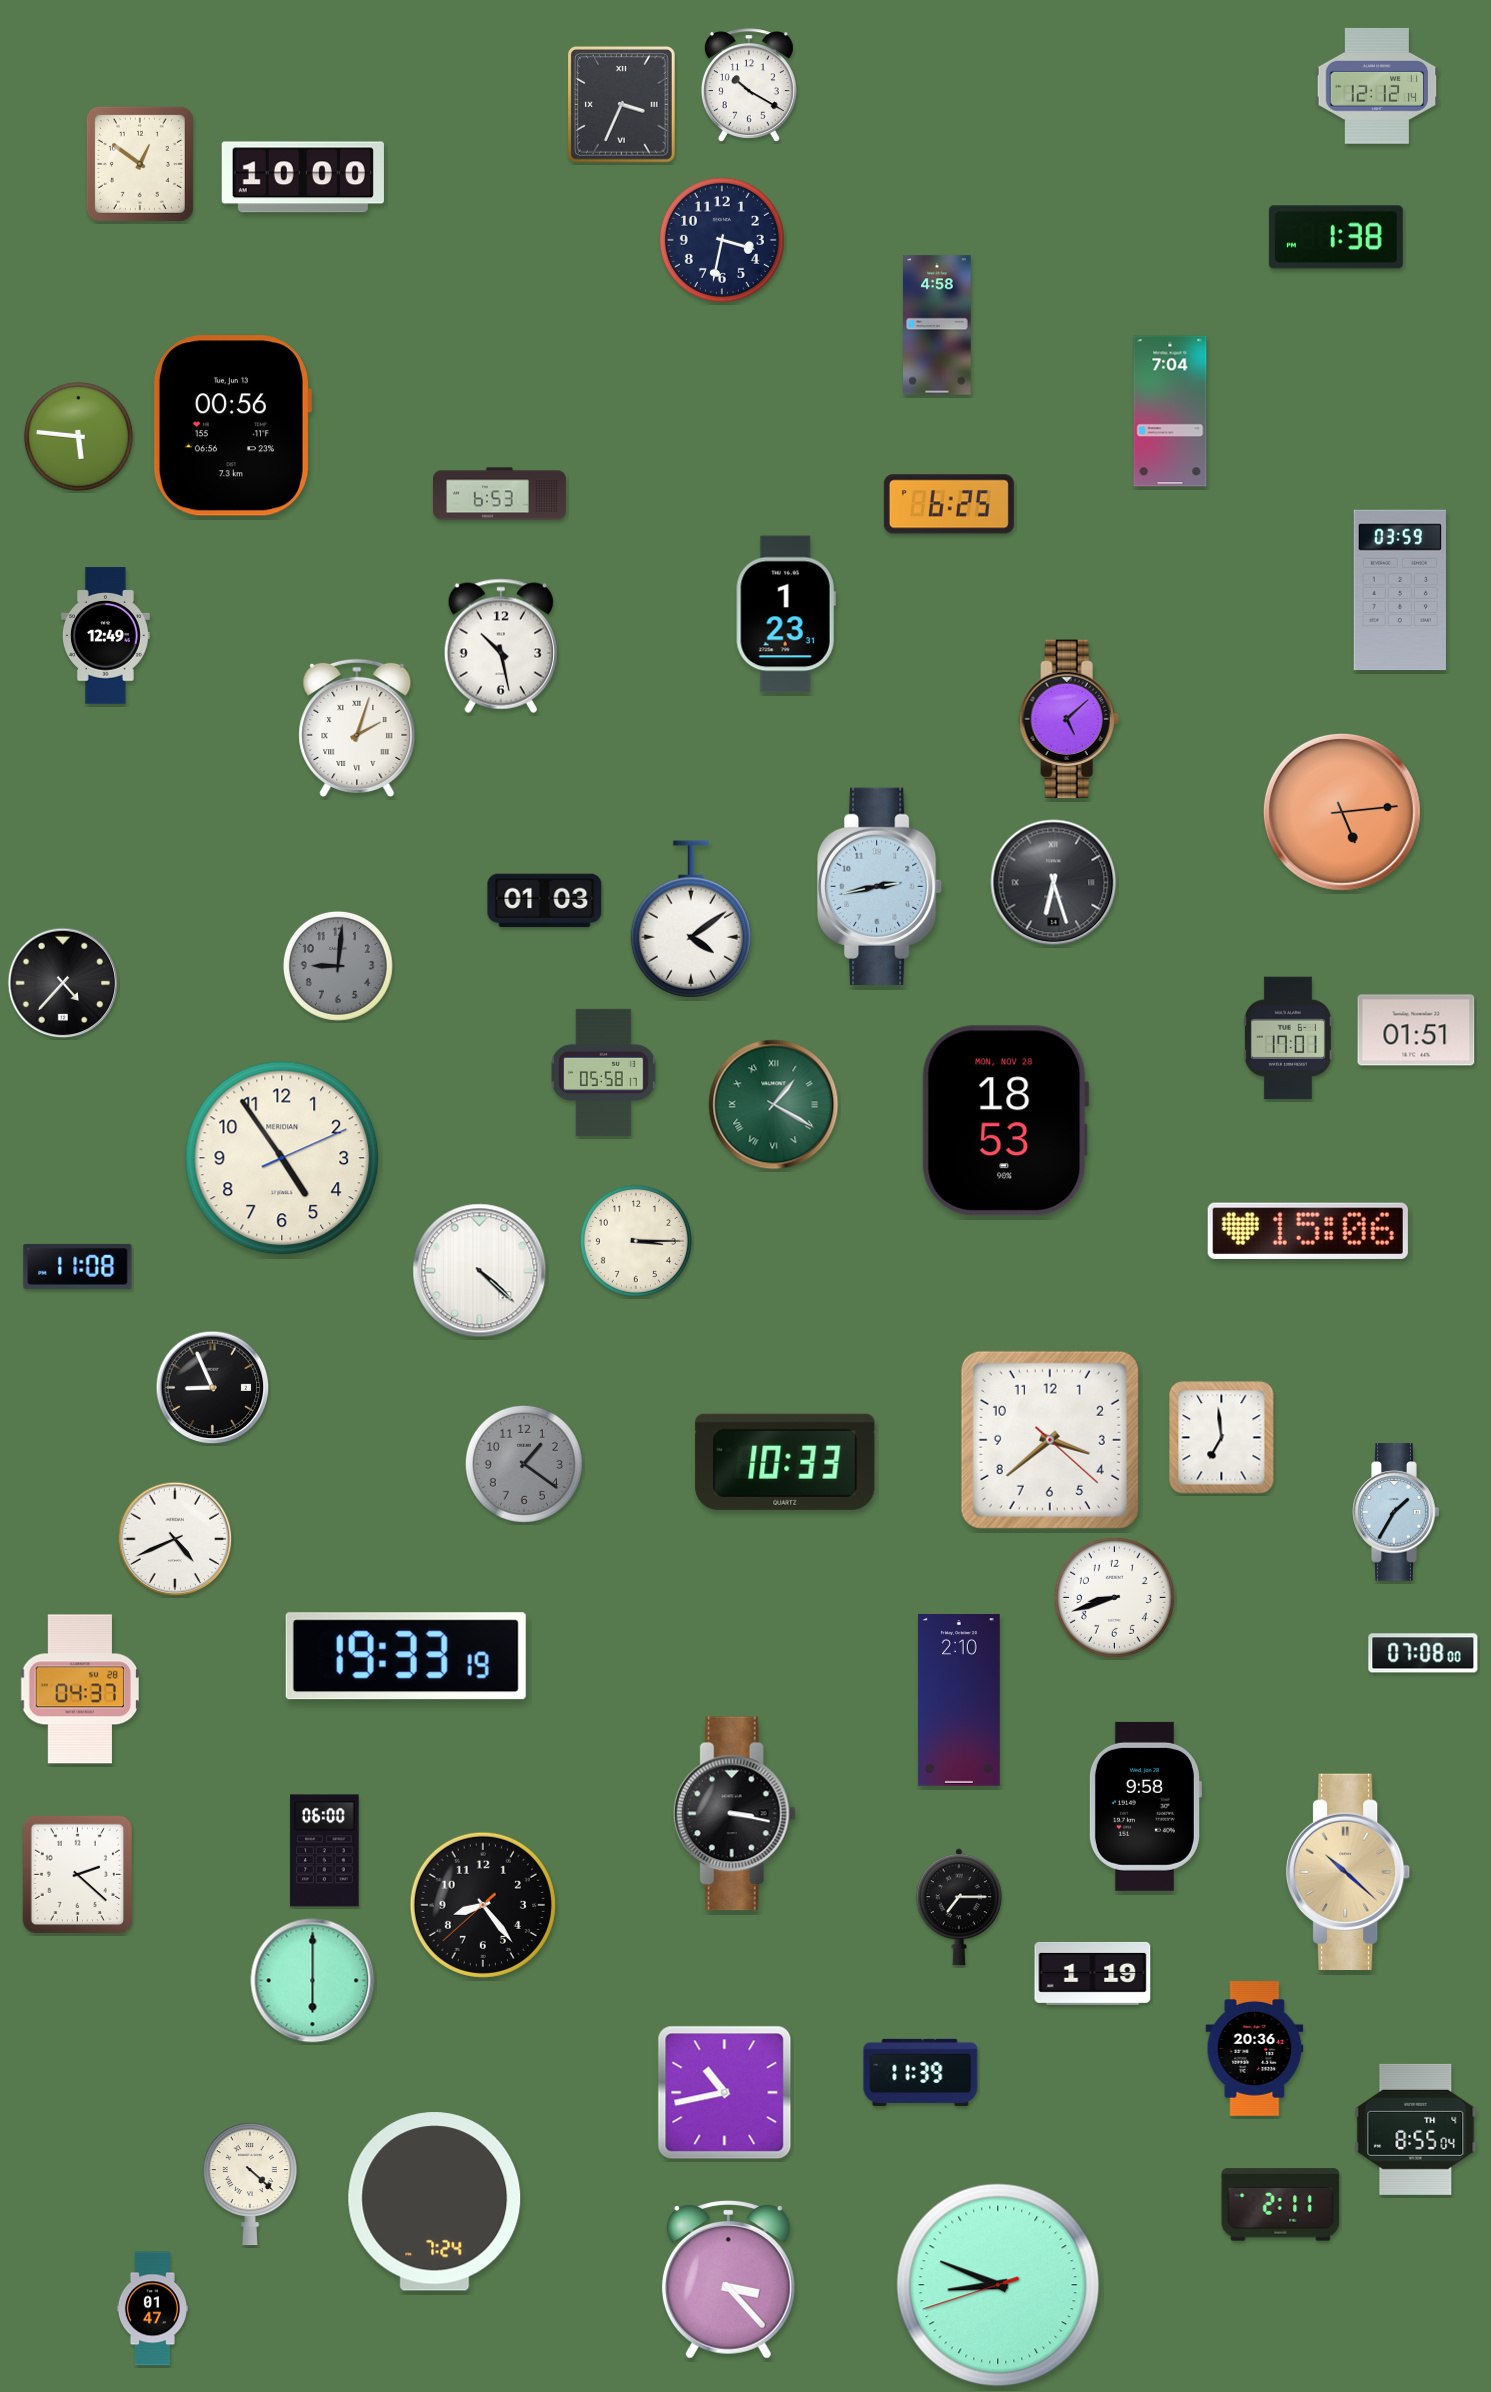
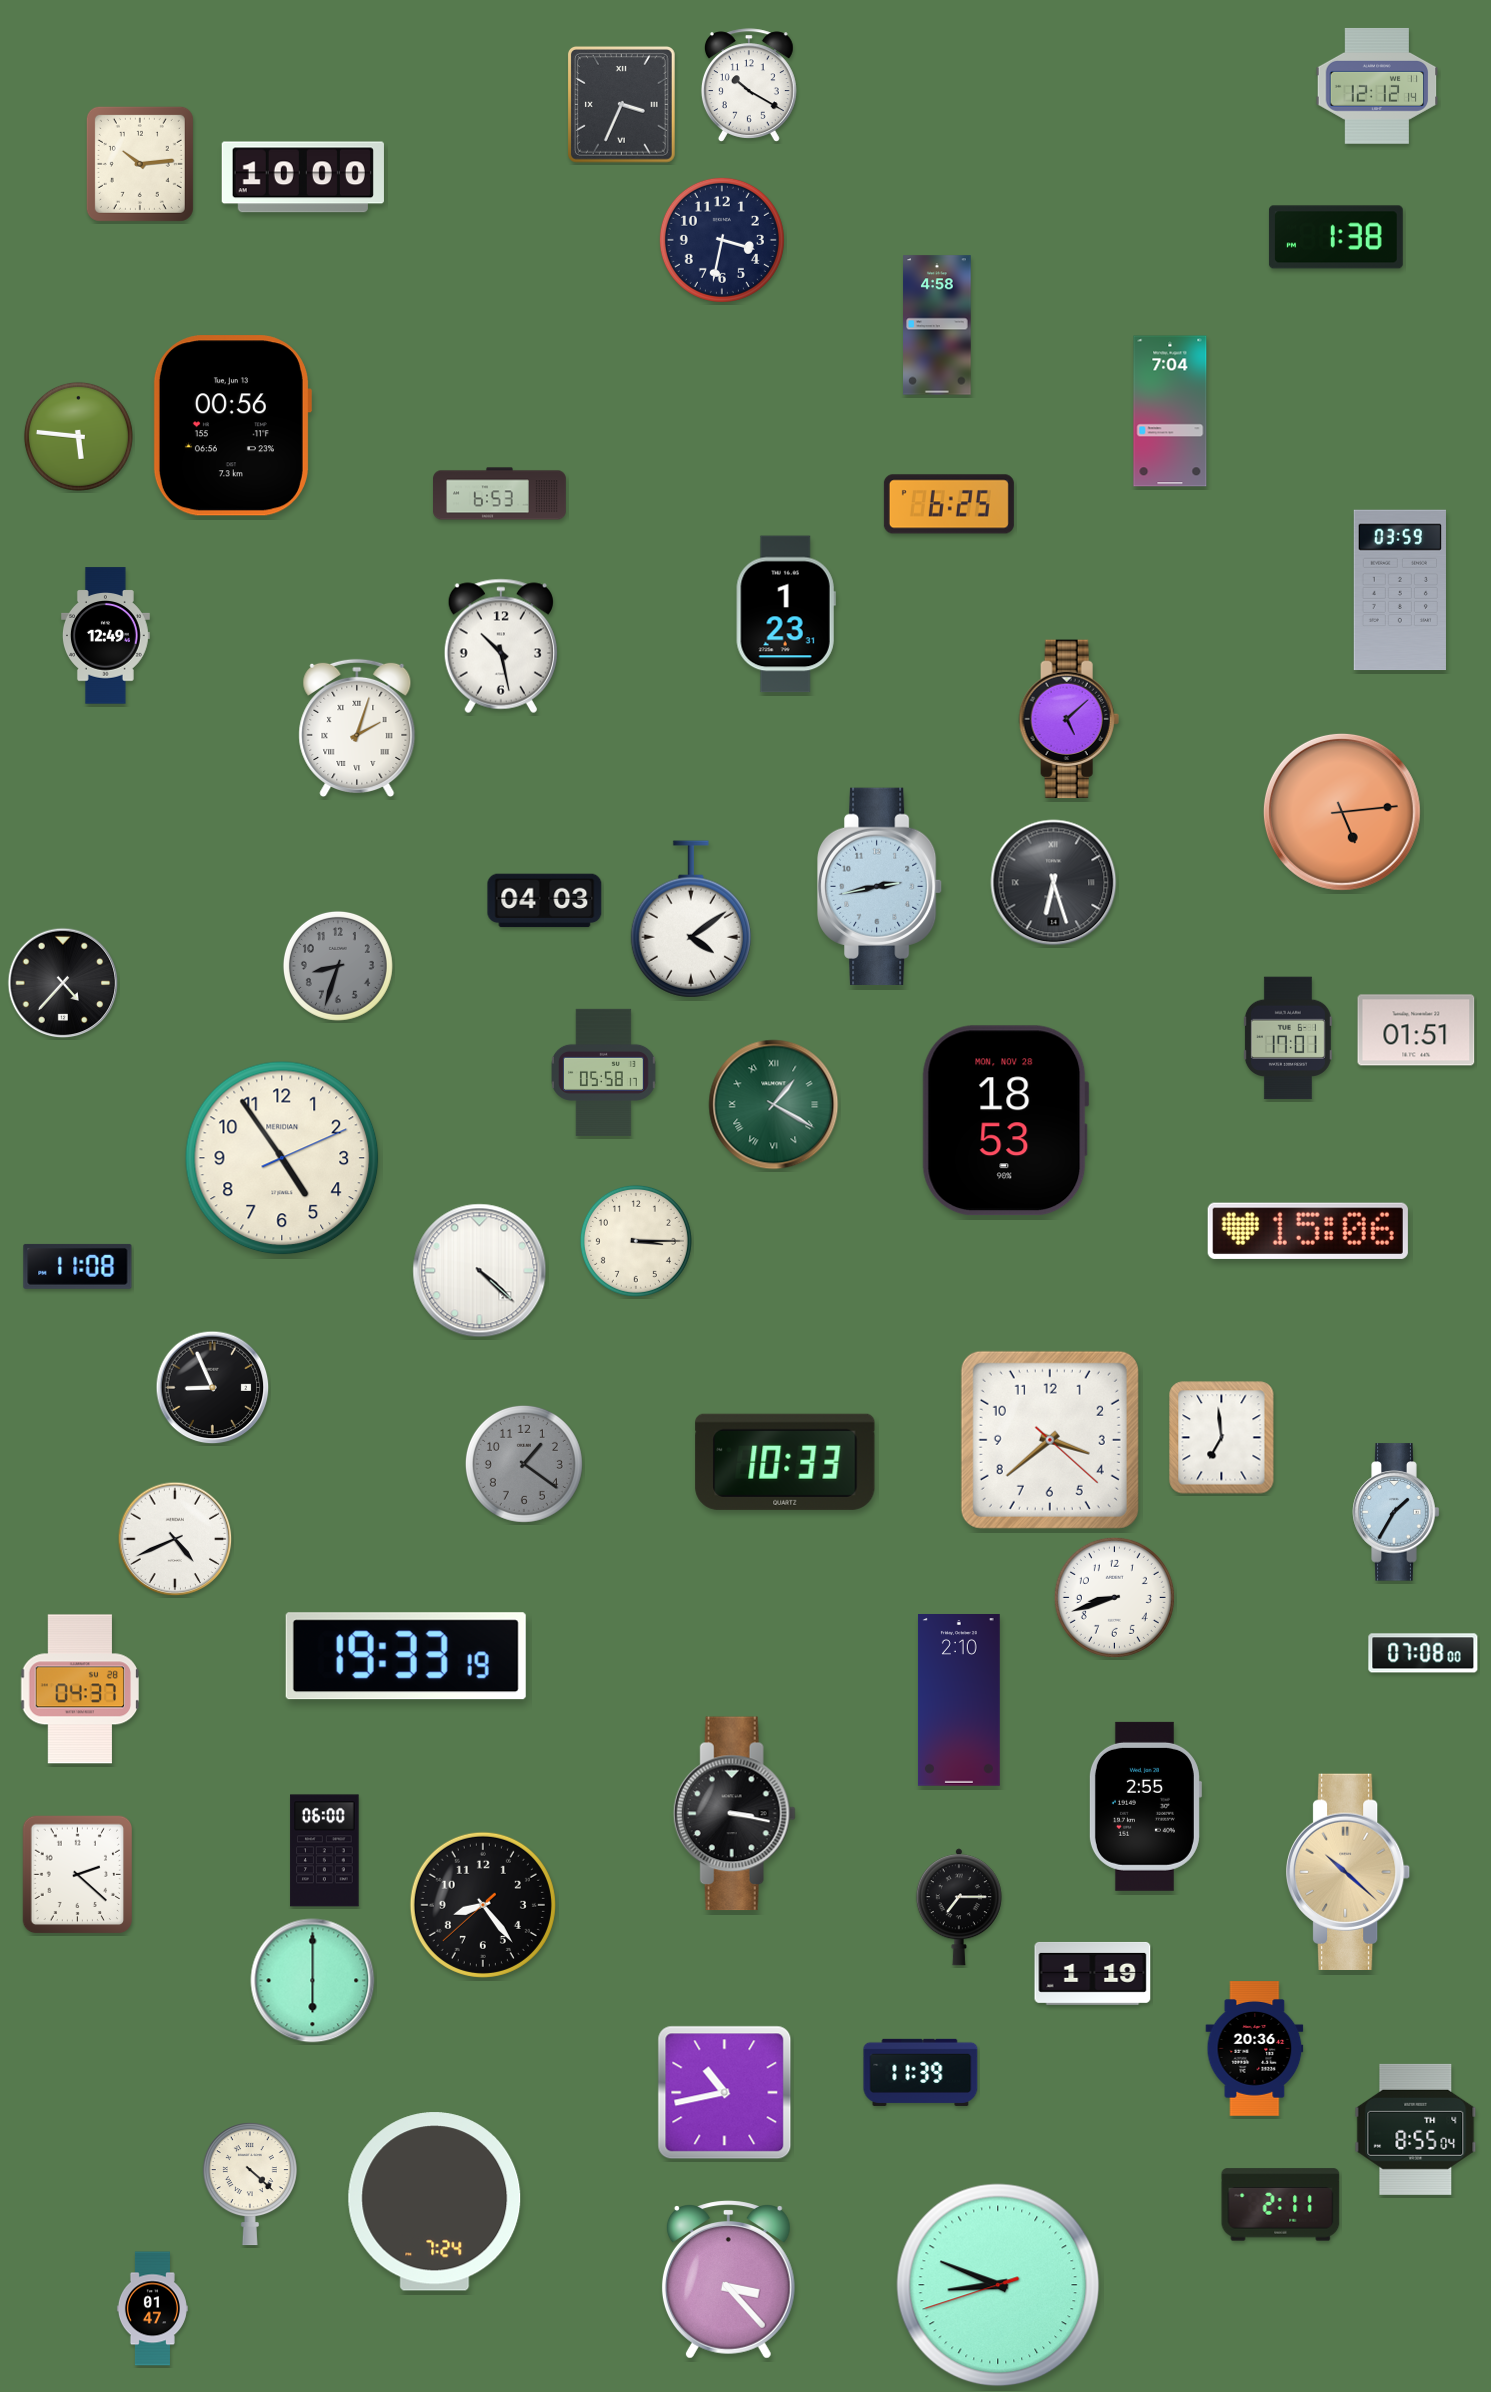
clock at (140, 164): 12:51 -> 10:14
clock at (545, 901): 01:03 -> 04:03
clock at (338, 966): 9:01 -> 8:33
clock at (1145, 1806): 9:58 -> 2:55
